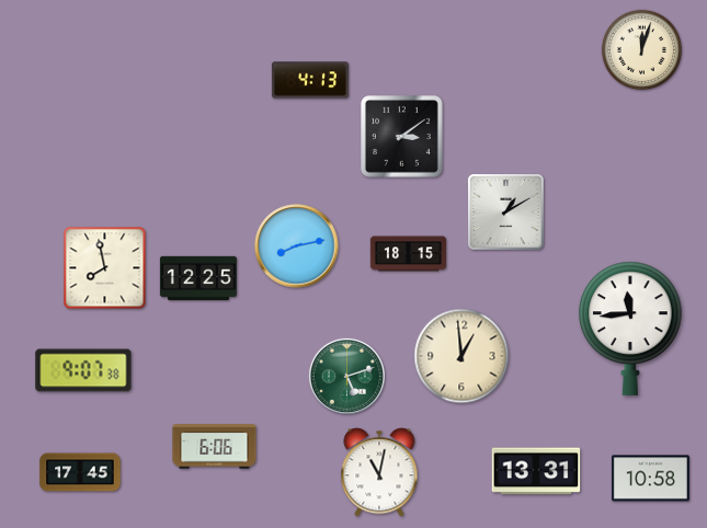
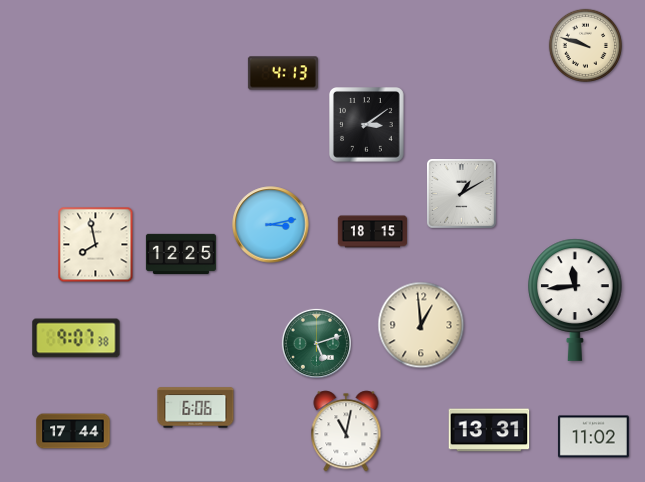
clock at (641, 49): 12:03 -> 9:48
clock at (297, 246): 8:13 -> 3:13
clock at (80, 472): 17:45 -> 17:44
clock at (650, 479): 10:58 -> 11:02
